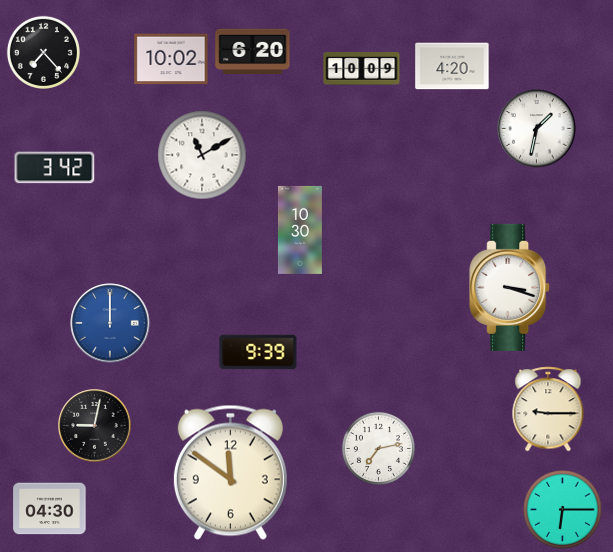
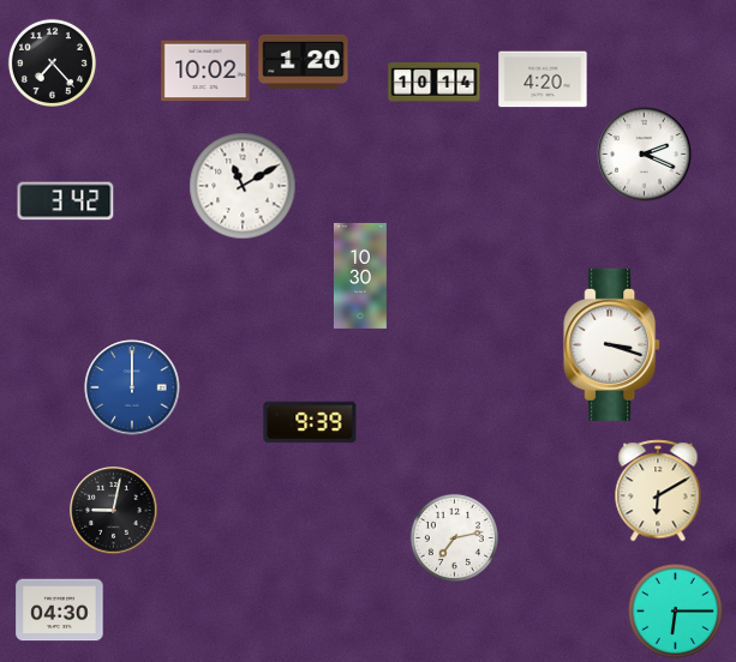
clock at (253, 51): 6:20 -> 1:20
clock at (362, 69): 10:09 -> 10:14
clock at (537, 129): 1:32 -> 2:19
clock at (548, 409): 9:15 -> 6:10
clock at (230, 472): 11:51 -> none
